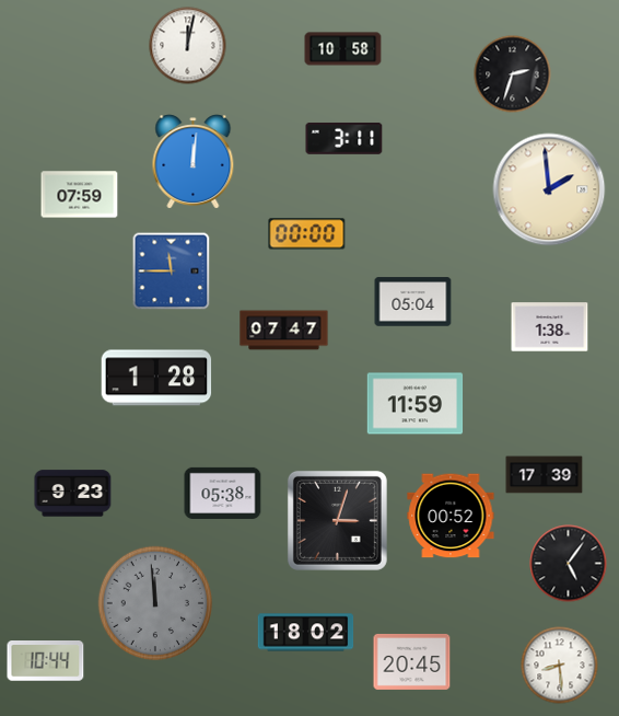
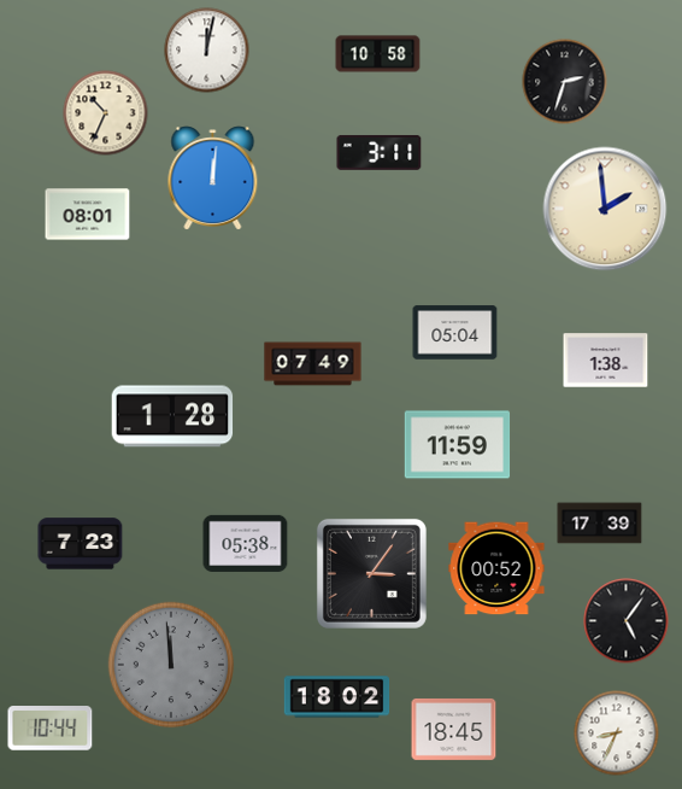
clock at (106, 113): none -> 10:34
clock at (80, 195): 07:59 -> 08:01
clock at (307, 234): 00:00 -> none
clock at (172, 272): 11:45 -> none
clock at (284, 331): 07:47 -> 07:49
clock at (73, 494): 9:23 -> 7:23
clock at (337, 520): 3:03 -> 3:06
clock at (412, 661): 20:45 -> 18:45
clock at (560, 666): 8:29 -> 8:34
